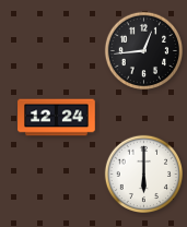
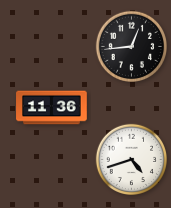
clock at (57, 118): 12:24 -> 11:36
clock at (144, 175): 6:00 -> 4:42
